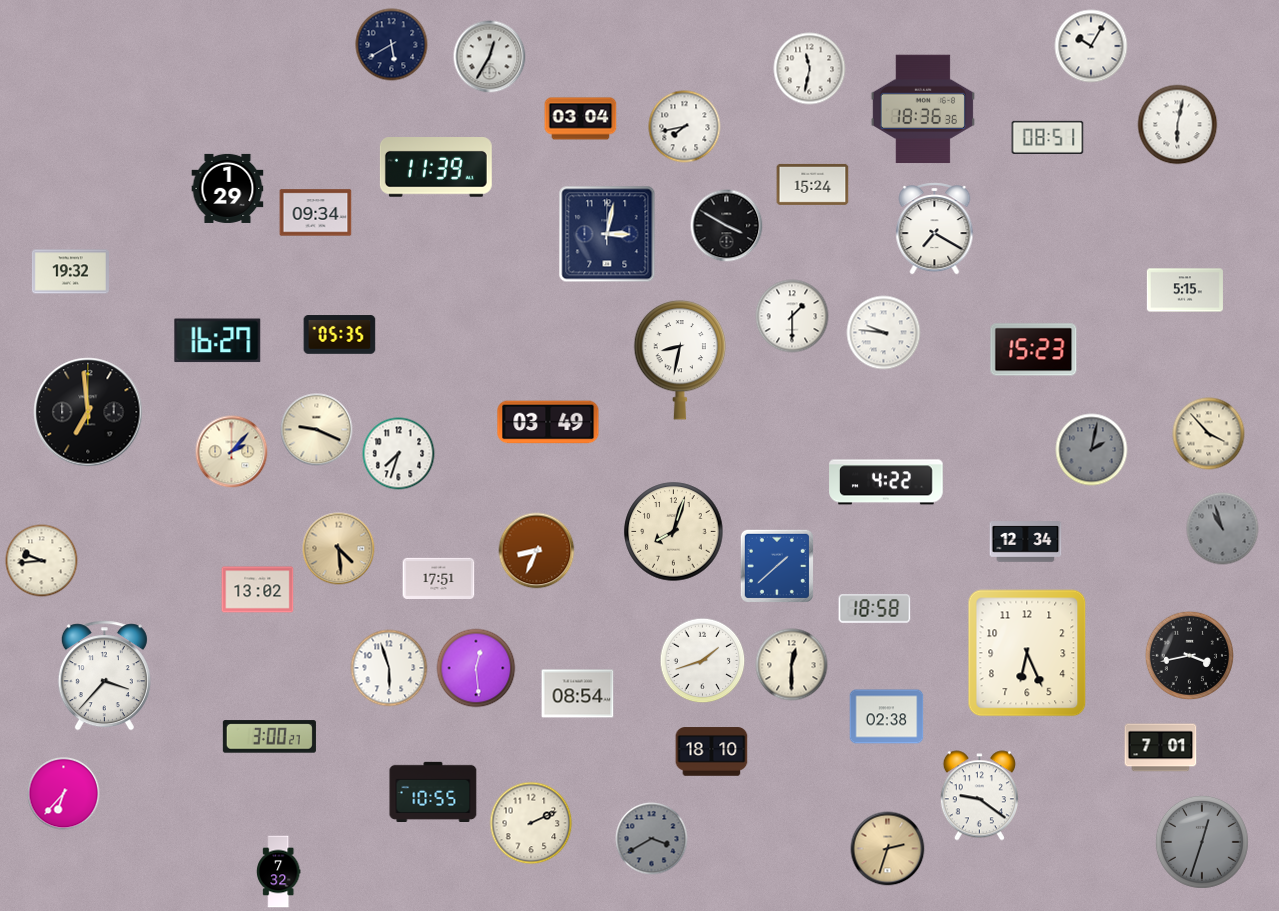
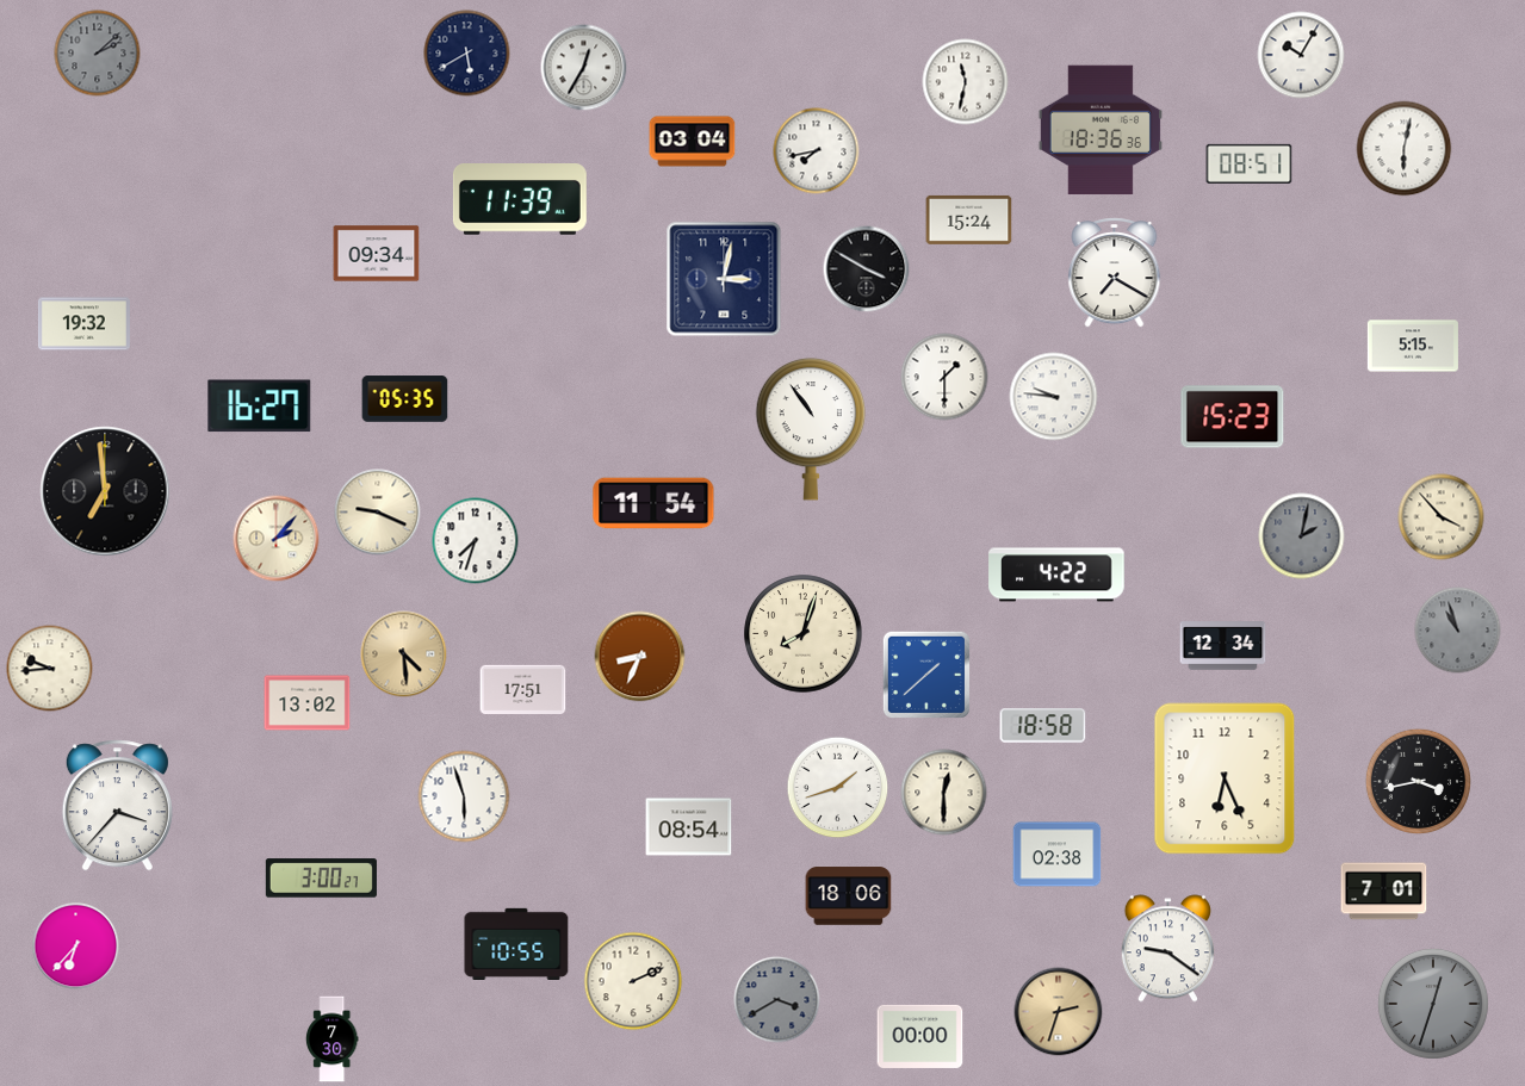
clock at (98, 54): none -> 2:08
clock at (228, 188): 1:29 -> none
clock at (680, 360): 8:32 -> 10:54
clock at (548, 422): 03:49 -> 11:54
clock at (476, 668): 12:29 -> none
clock at (104, 676) position: (104, 676) -> (117, 806)
clock at (712, 752): 18:10 -> 18:06
clock at (920, 1036): none -> 00:00
clock at (278, 872): 7:32 -> 7:30
